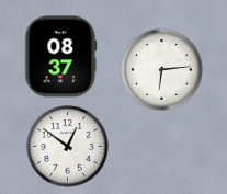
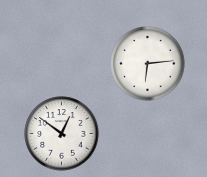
clock at (61, 57): 08:37 -> none
